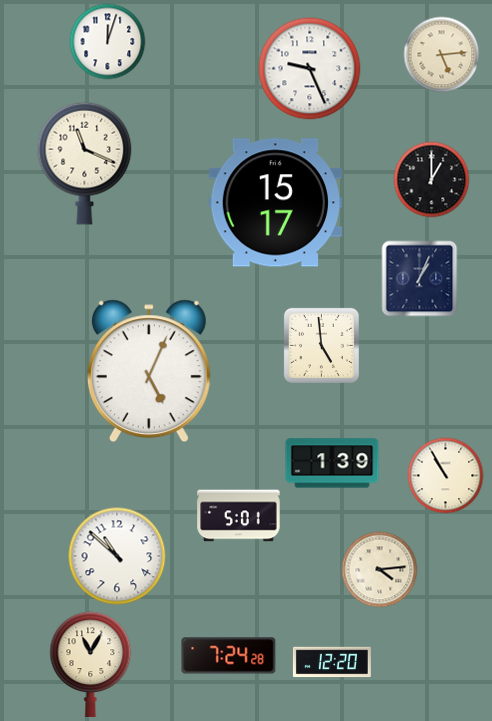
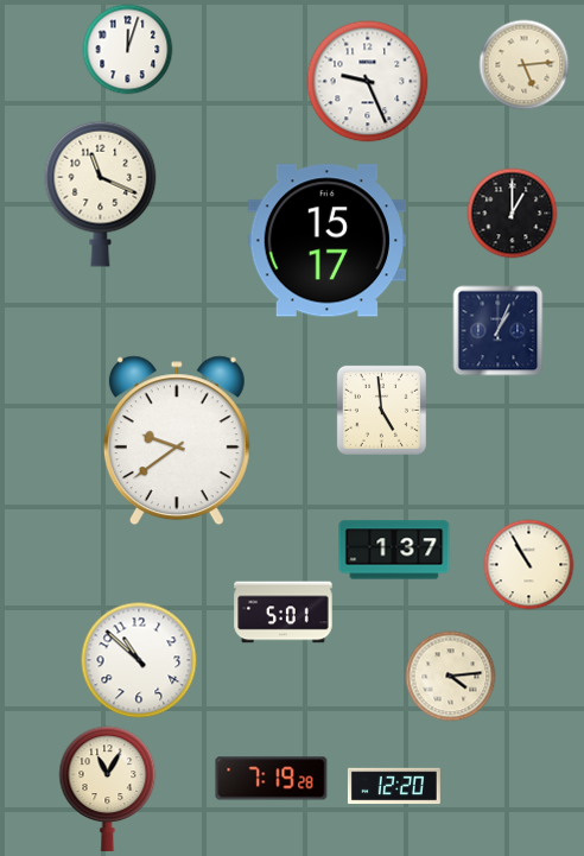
clock at (149, 371): 5:04 -> 9:39
clock at (332, 463): 1:39 -> 1:37
clock at (229, 656): 7:24 -> 7:19
